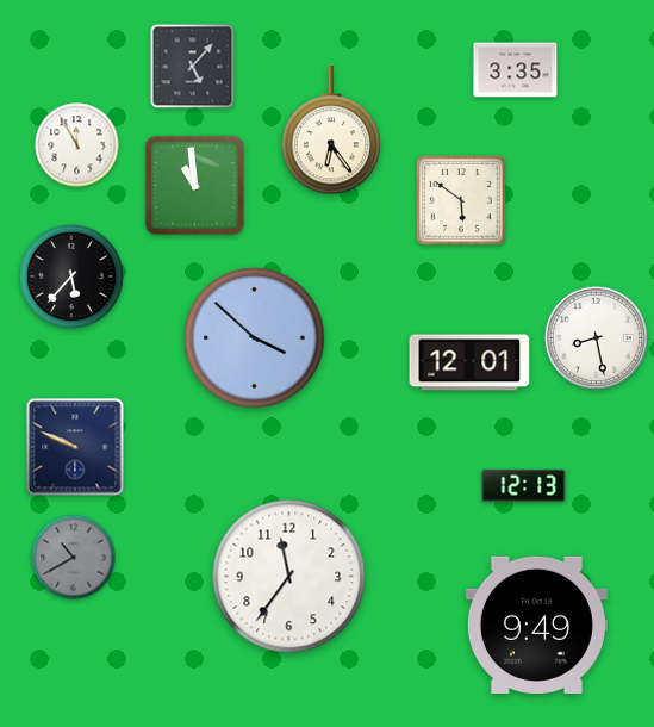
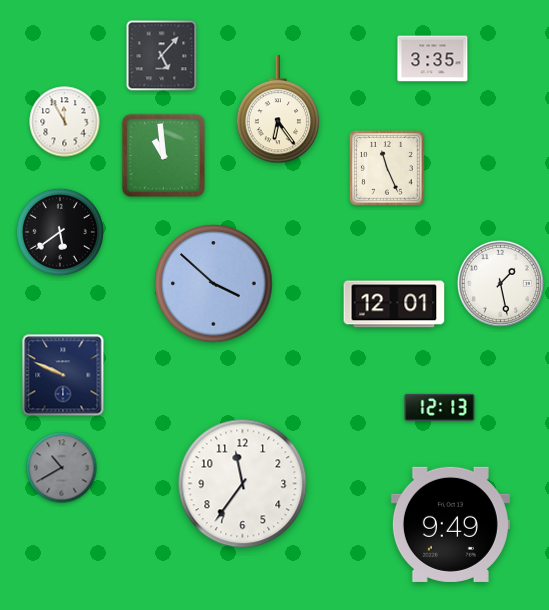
clock at (462, 201): 5:51 -> 11:26
clock at (71, 276): 5:37 -> 5:39
clock at (596, 337): 8:28 -> 1:28
